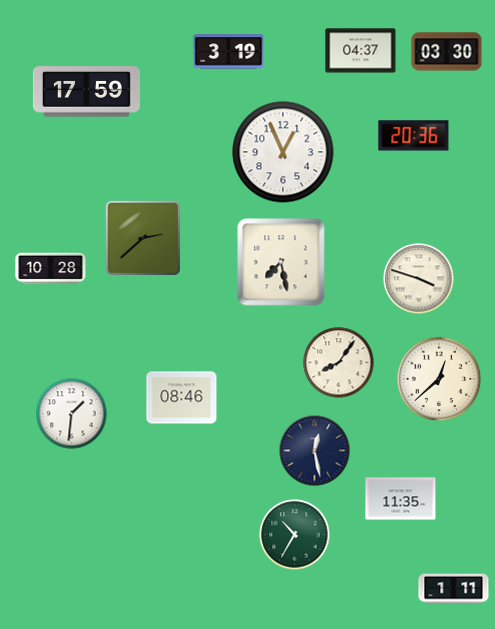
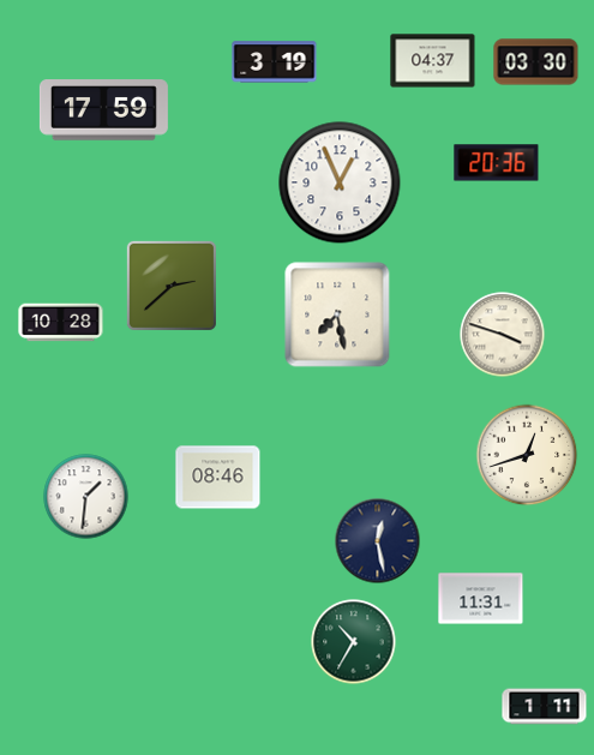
clock at (339, 363): 8:06 -> none
clock at (439, 379): 12:38 -> 12:42
clock at (401, 499): 11:35 -> 11:31
